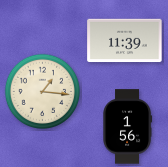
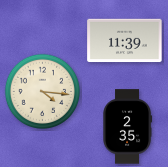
clock at (43, 92): 1:16 -> 4:16
clock at (128, 127): 1:56 -> 2:35
